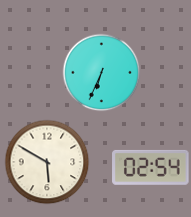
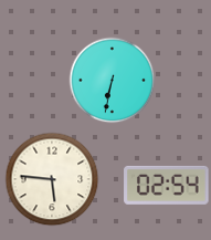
clock at (101, 72): 6:34 -> 6:32
clock at (47, 162): 5:50 -> 5:46
